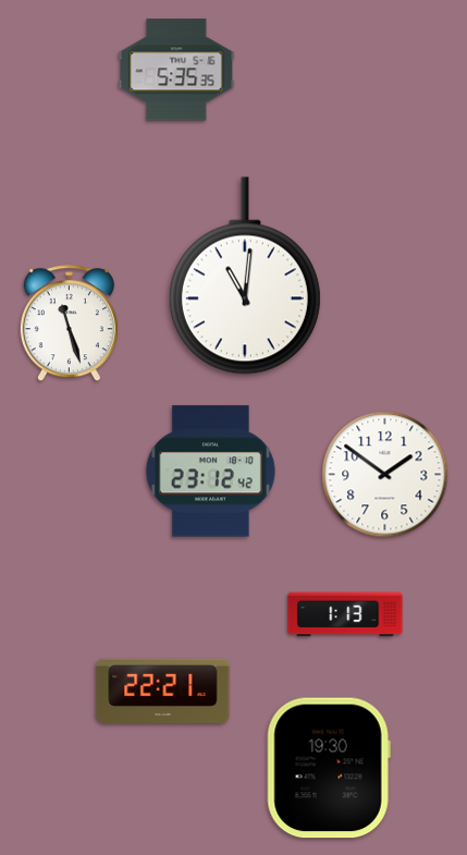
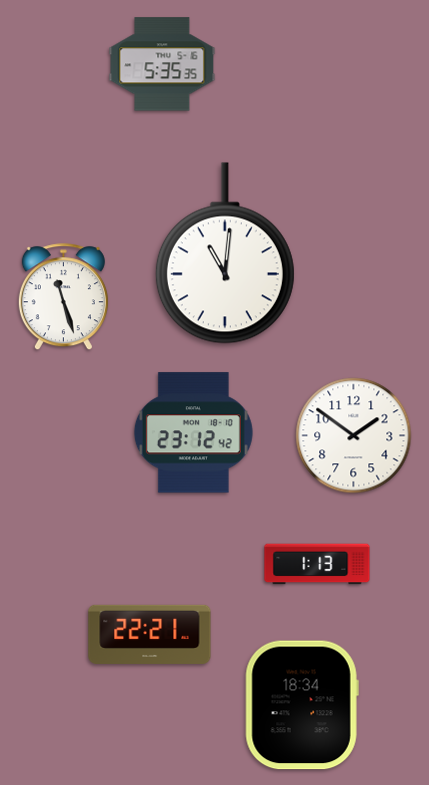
clock at (329, 768): 19:30 -> 18:34
